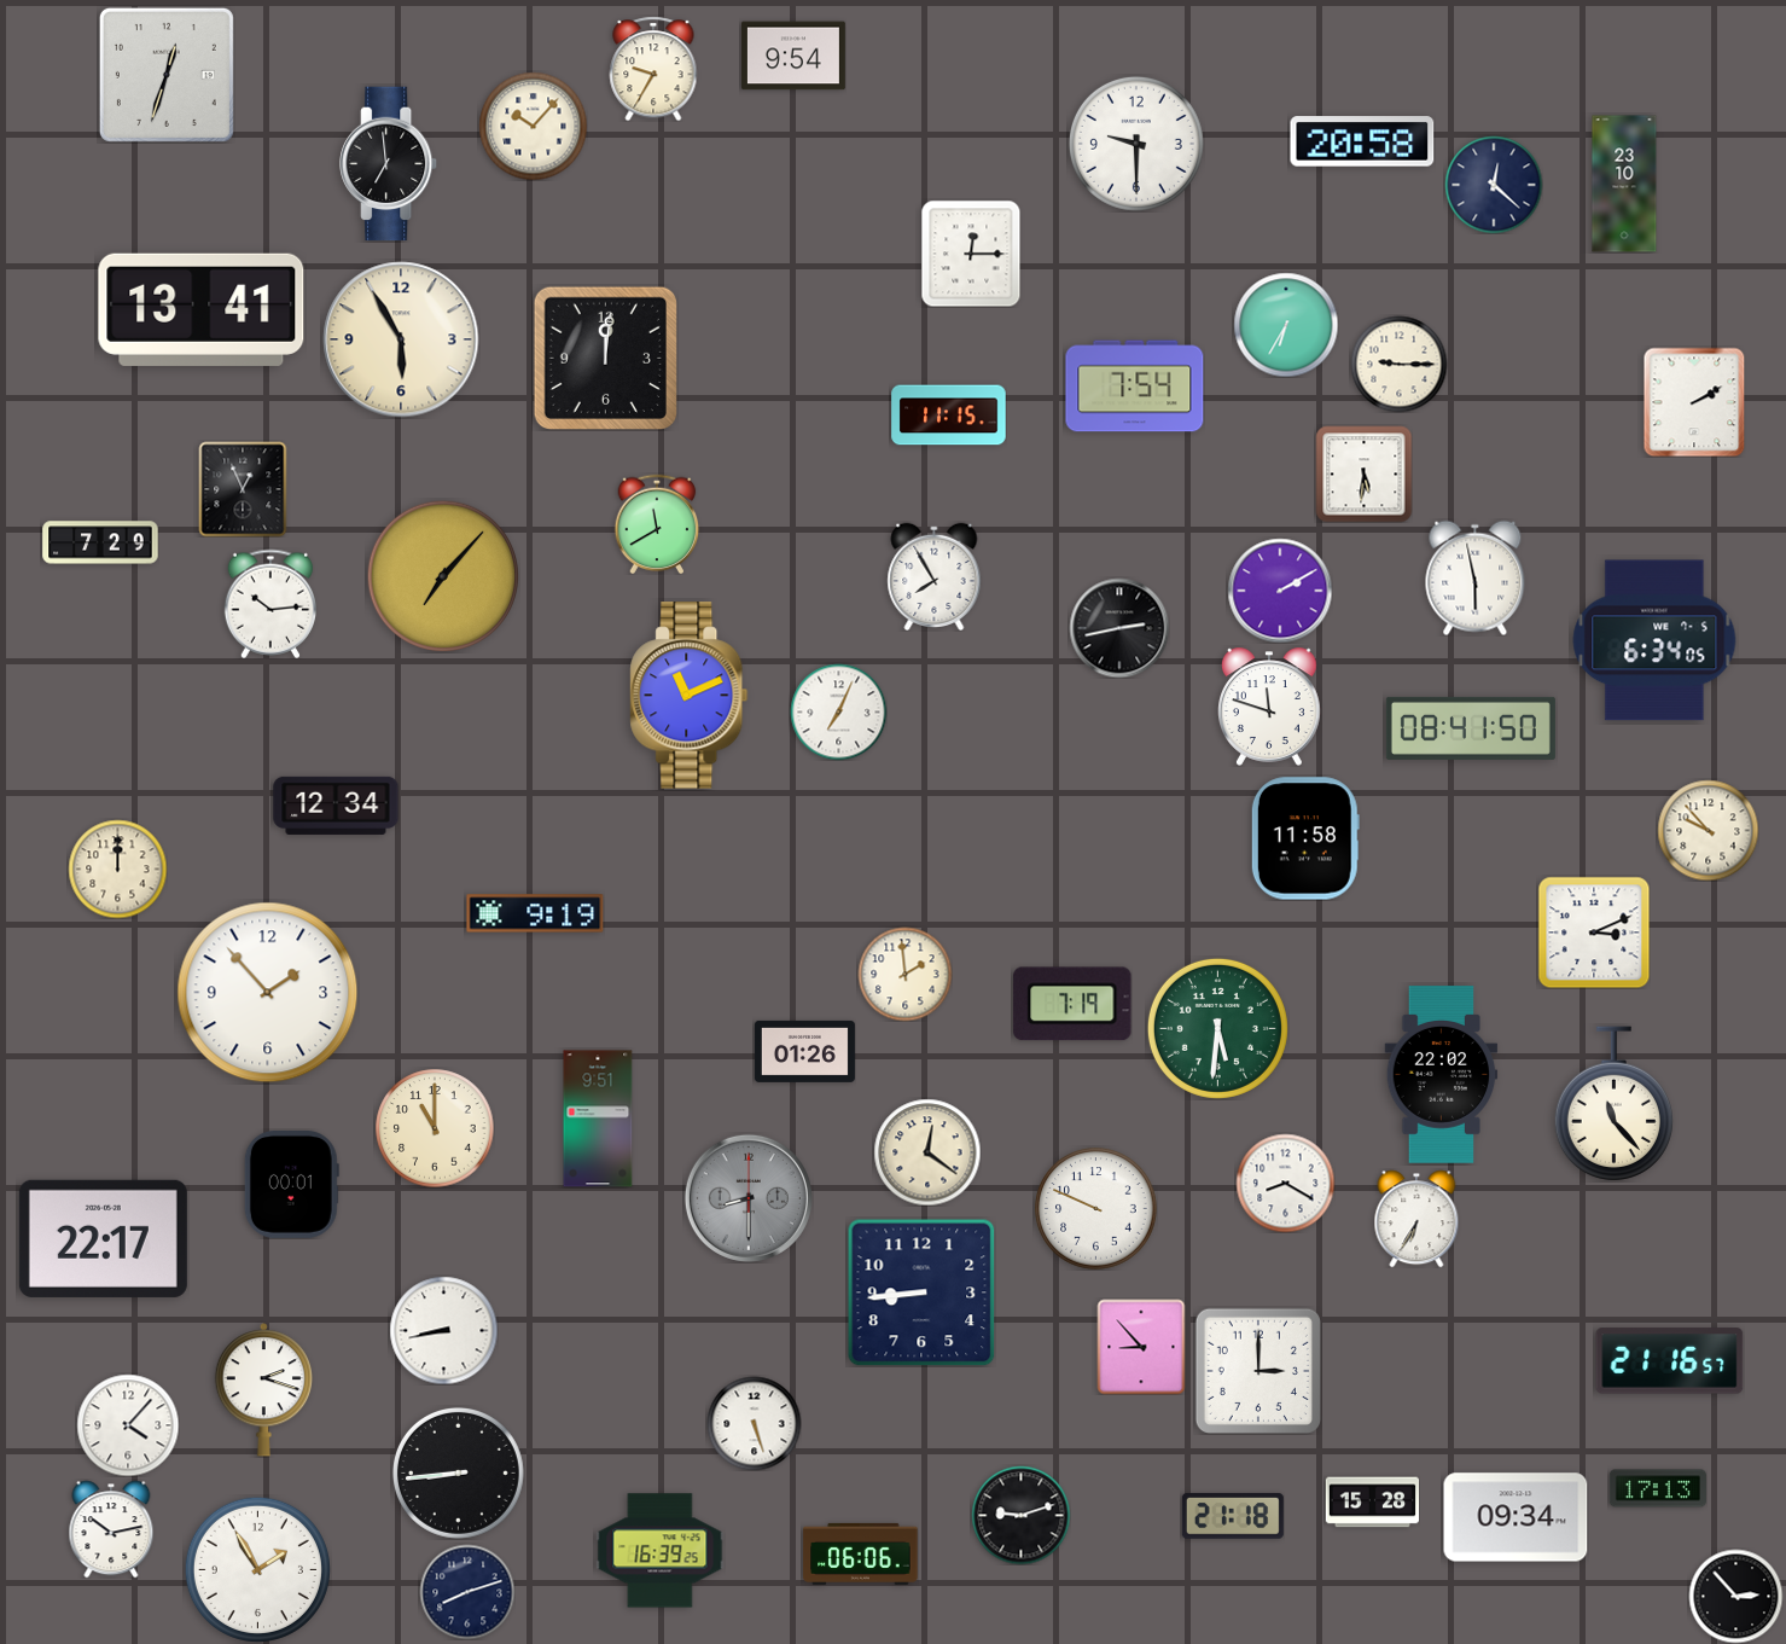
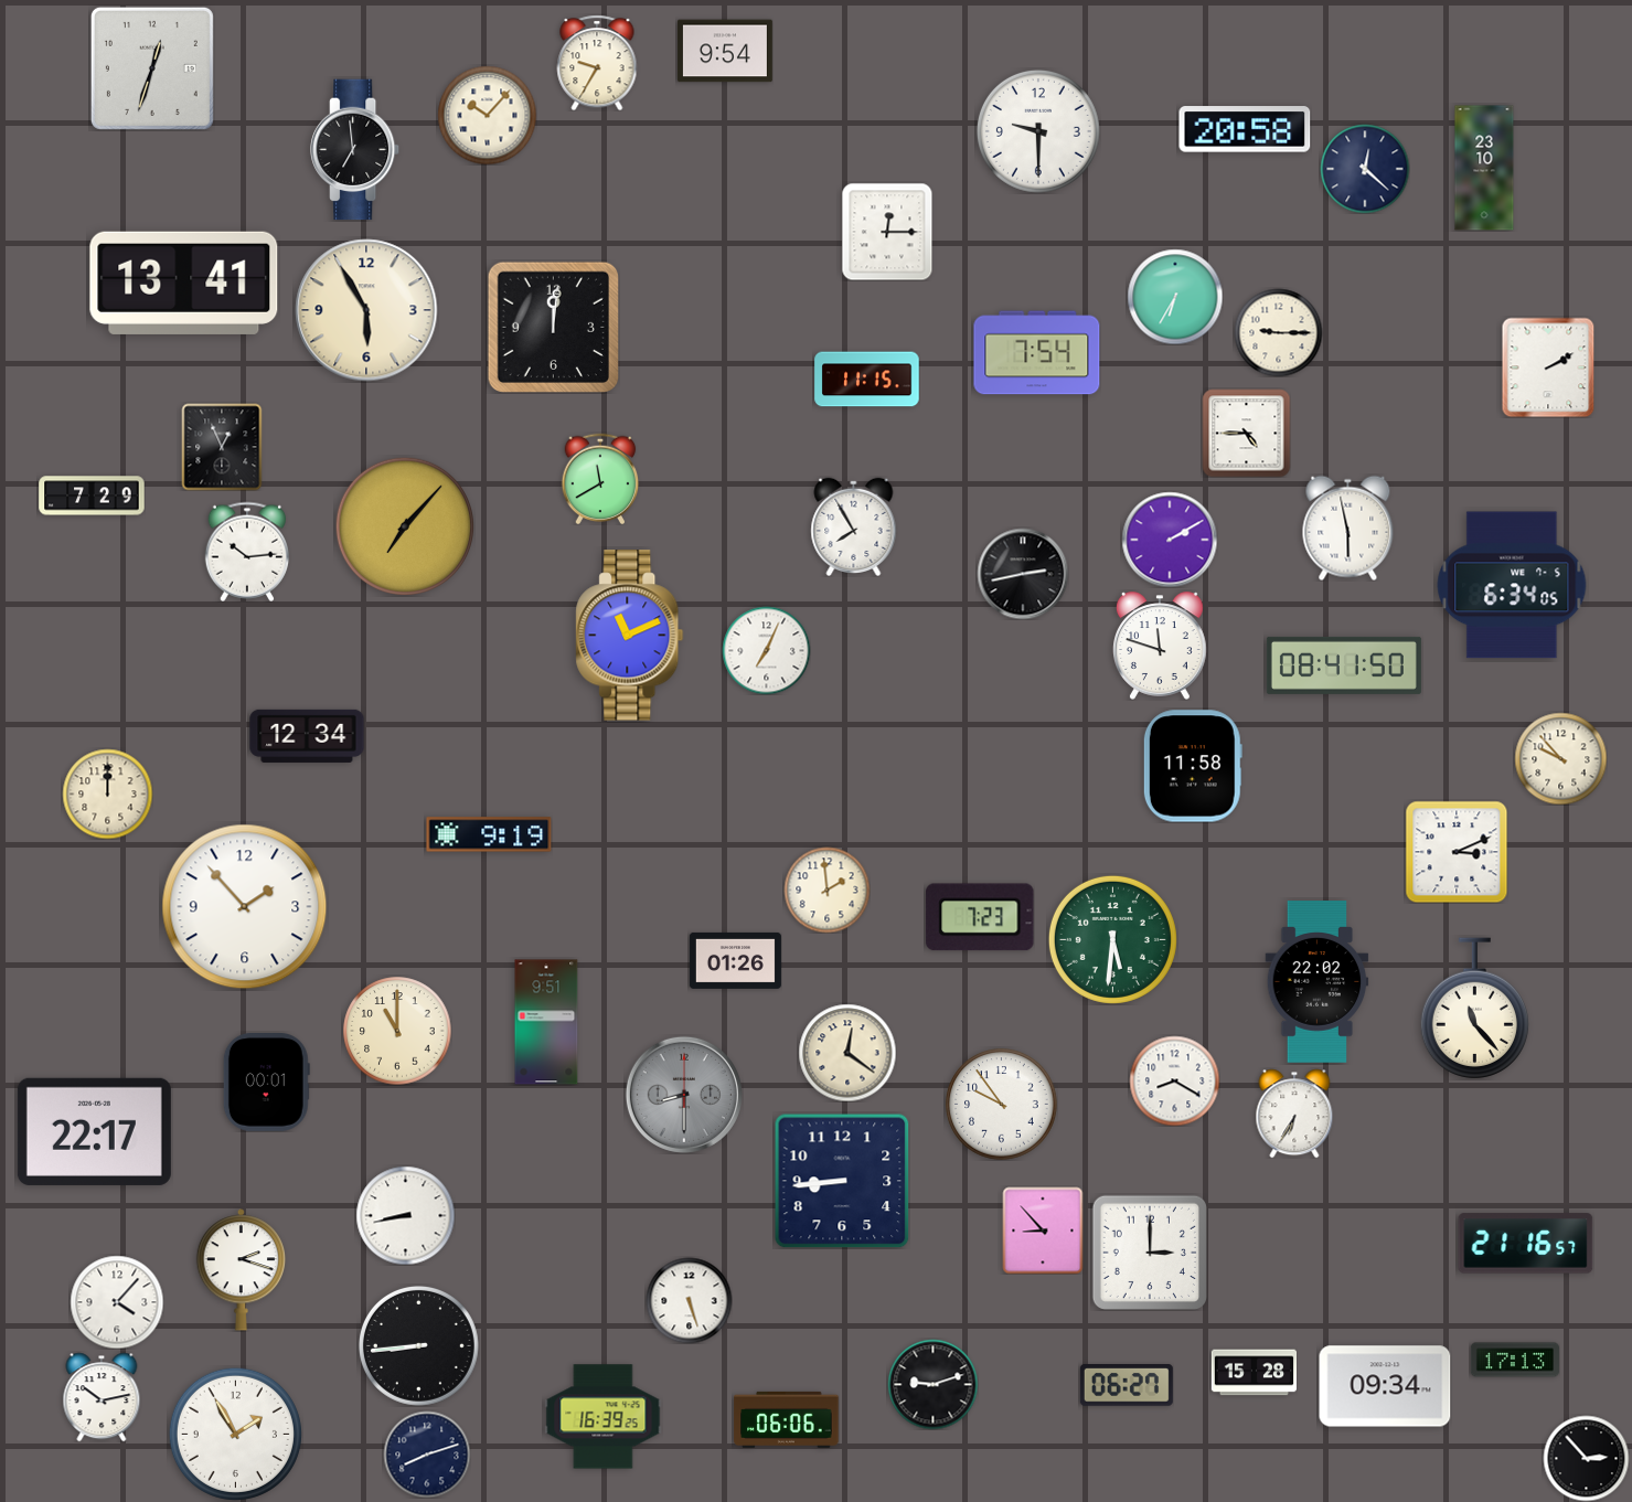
clock at (1363, 474): 5:31 -> 4:45
clock at (1072, 1004): 7:19 -> 7:23
clock at (1096, 1209): 9:49 -> 9:54
clock at (1233, 1517): 21:18 -> 06:27
